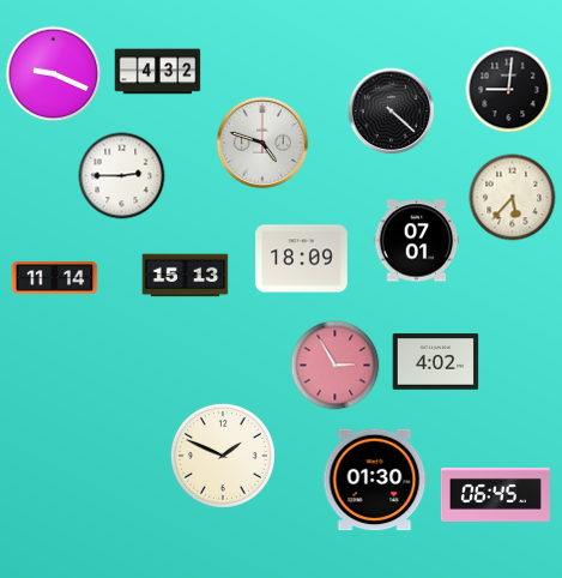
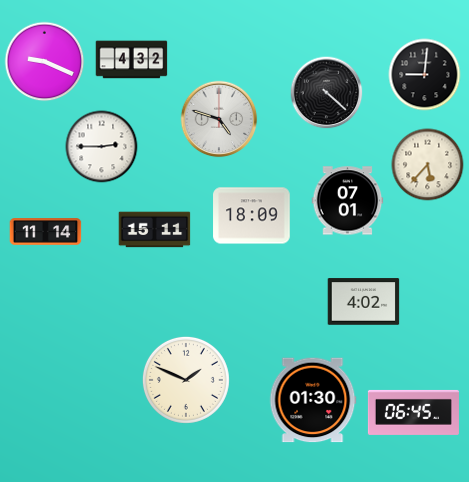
clock at (186, 276): 15:13 -> 15:11
clock at (336, 366): 2:55 -> none
